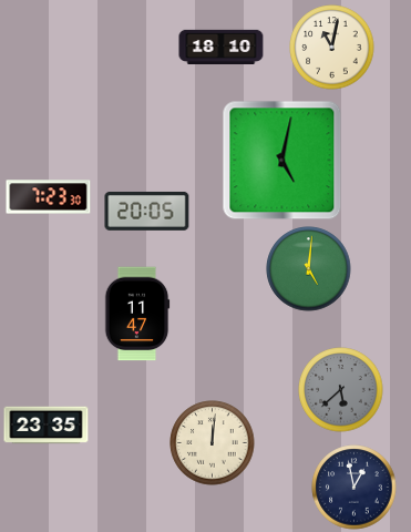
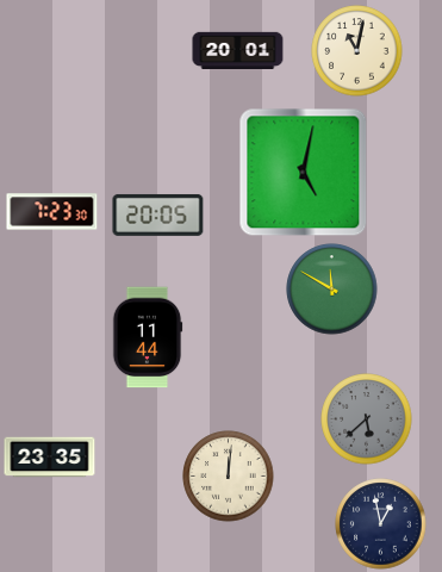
clock at (222, 48): 18:10 -> 20:01
clock at (147, 211) position: (147, 211) -> (158, 214)
clock at (309, 269): 5:01 -> 11:50
clock at (137, 314): 11:47 -> 11:44
